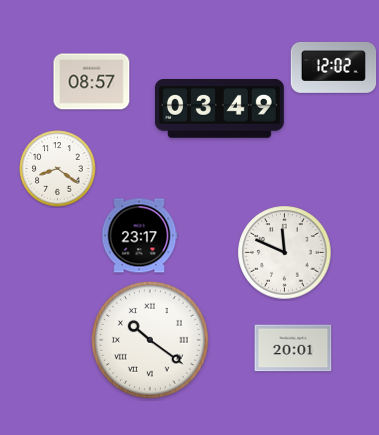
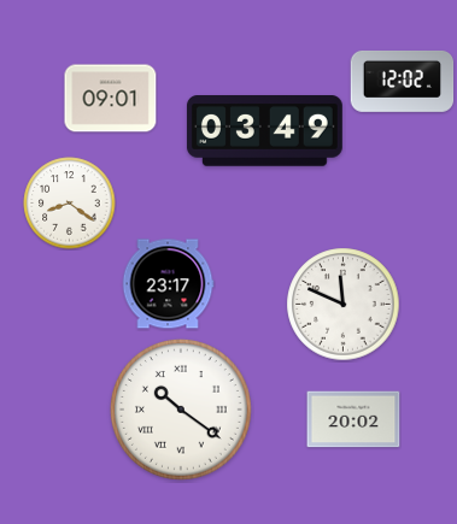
clock at (92, 82): 08:57 -> 09:01
clock at (293, 348): 20:01 -> 20:02
